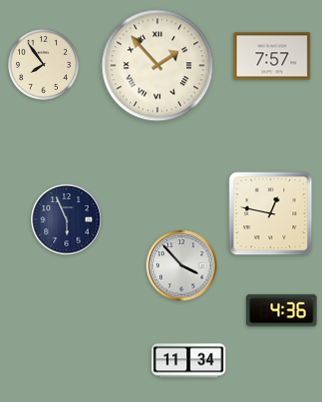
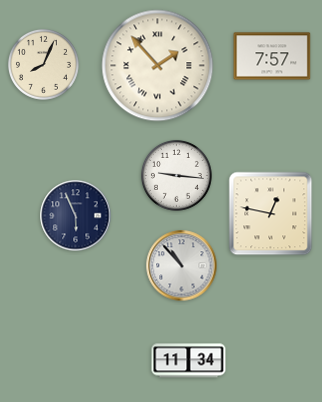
clock at (43, 64): 7:54 -> 8:04
clock at (176, 175): none -> 9:16
clock at (67, 220) position: (67, 220) -> (76, 216)
clock at (182, 266): 3:53 -> 10:53
clock at (282, 311): 4:36 -> none
